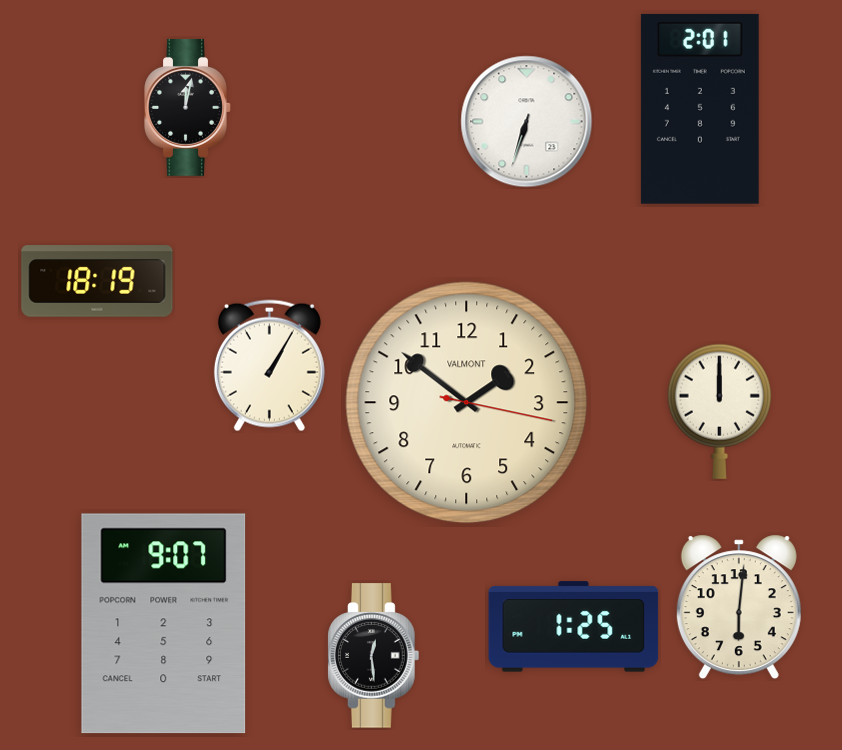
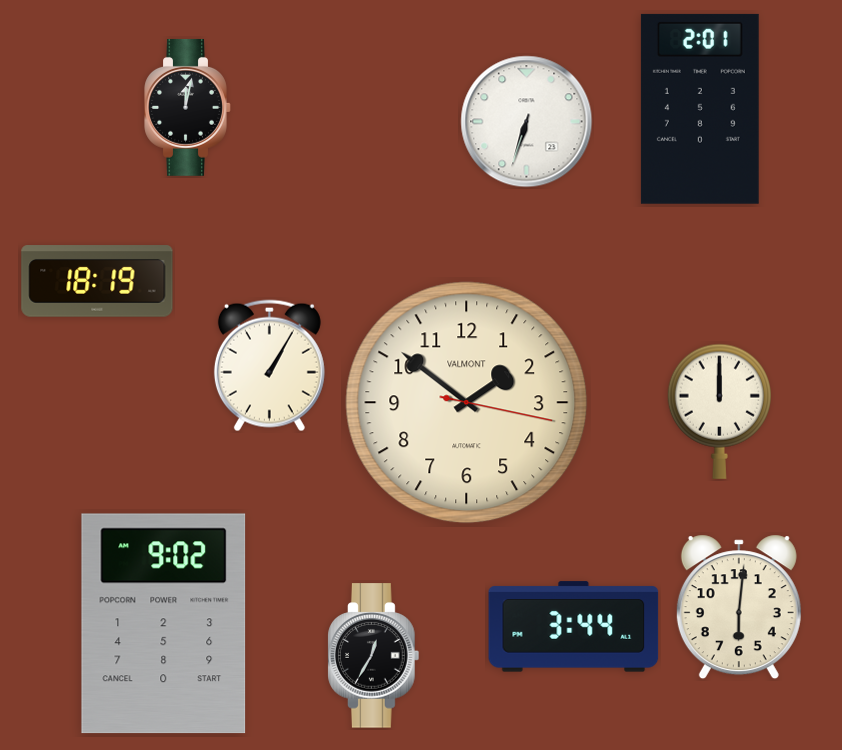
clock at (164, 624): 9:07 -> 9:02
clock at (574, 627): 1:25 -> 3:44
clock at (374, 656): 12:29 -> 12:35
